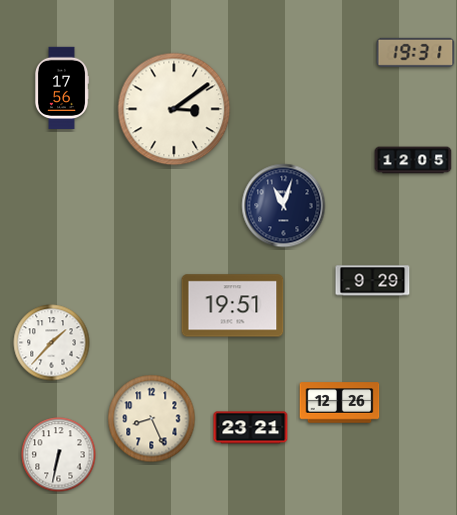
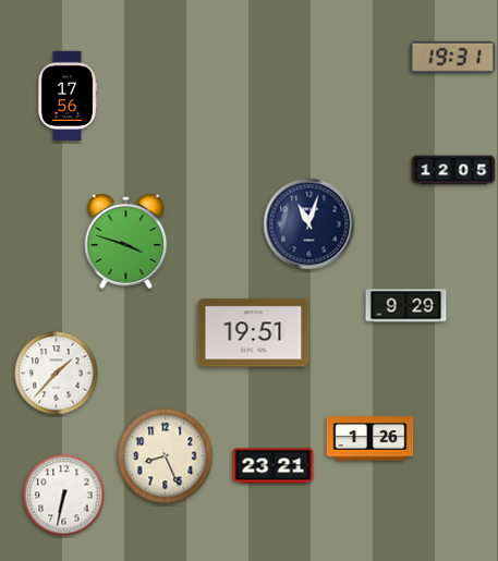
clock at (174, 109): 3:09 -> none
clock at (413, 160) position: (413, 160) -> (453, 170)
clock at (126, 241): none -> 3:48
clock at (340, 403): 12:26 -> 1:26
